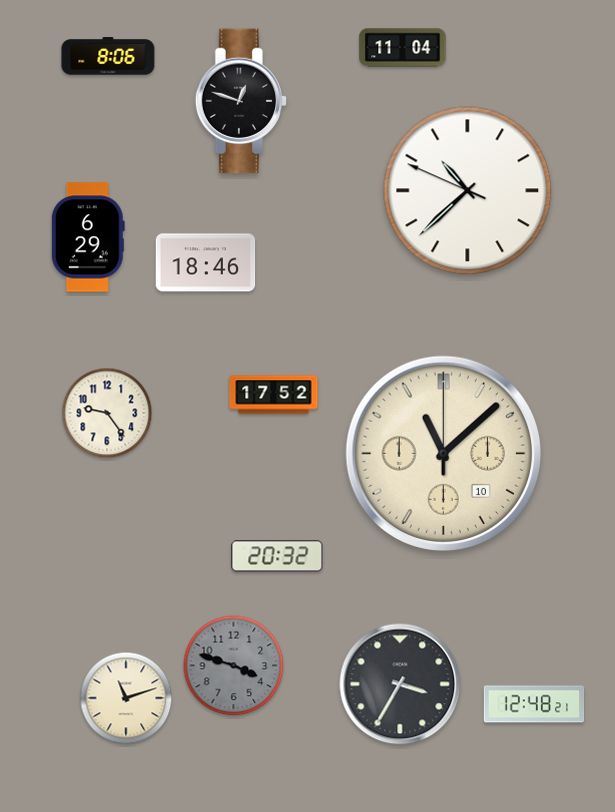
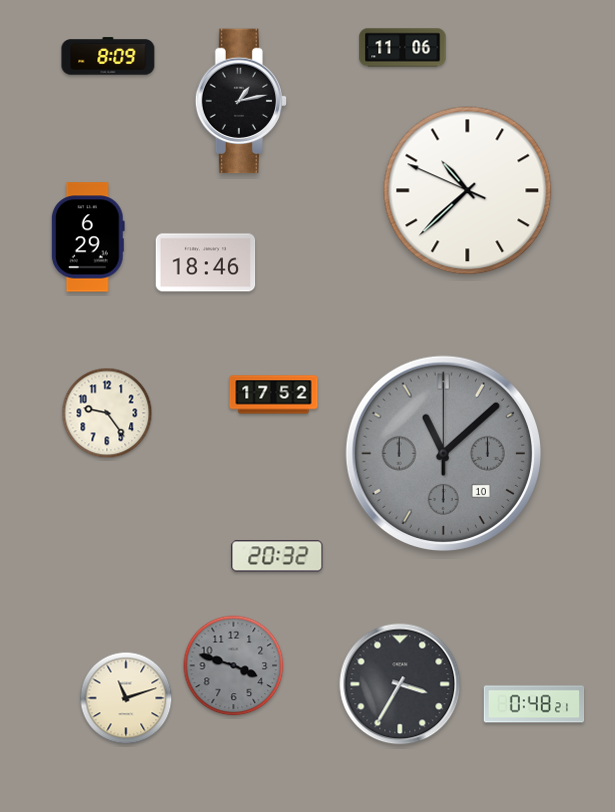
clock at (403, 48): 11:04 -> 11:06
clock at (108, 56): 8:06 -> 8:09
clock at (240, 101): 12:48 -> 1:13
clock at (444, 454) dial: cream -> grey
clock at (534, 704): 12:48 -> 0:48
